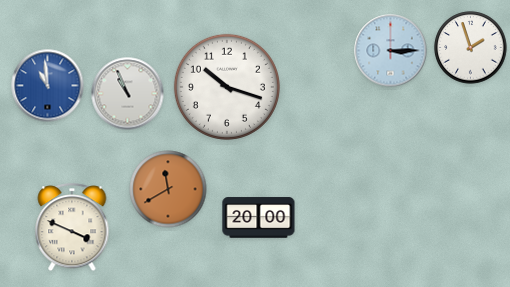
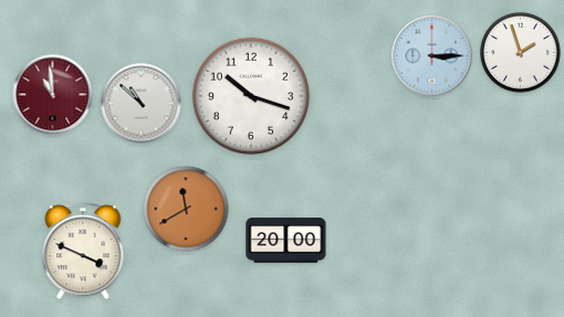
clock at (48, 86) dial: blue -> burgundy
clock at (128, 94): 10:56 -> 10:52
clock at (72, 228) position: (72, 228) -> (83, 252)
